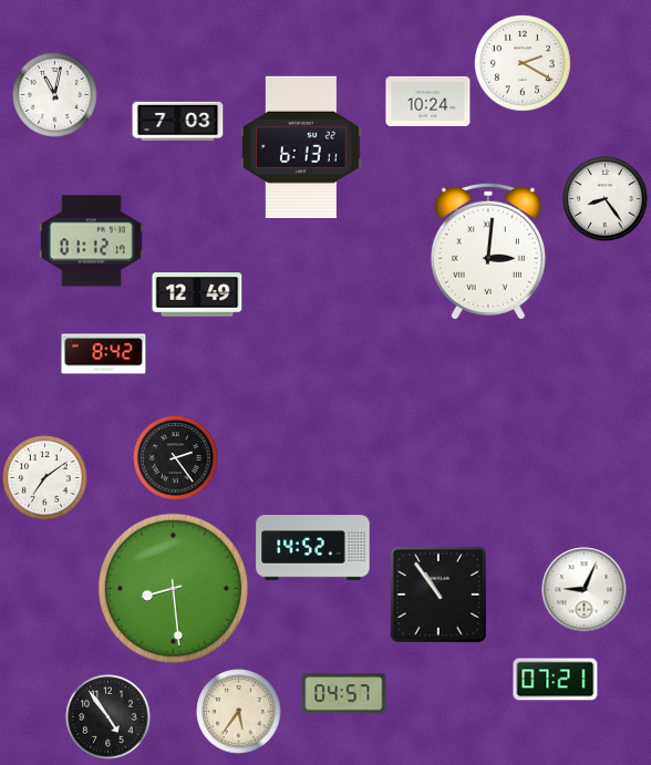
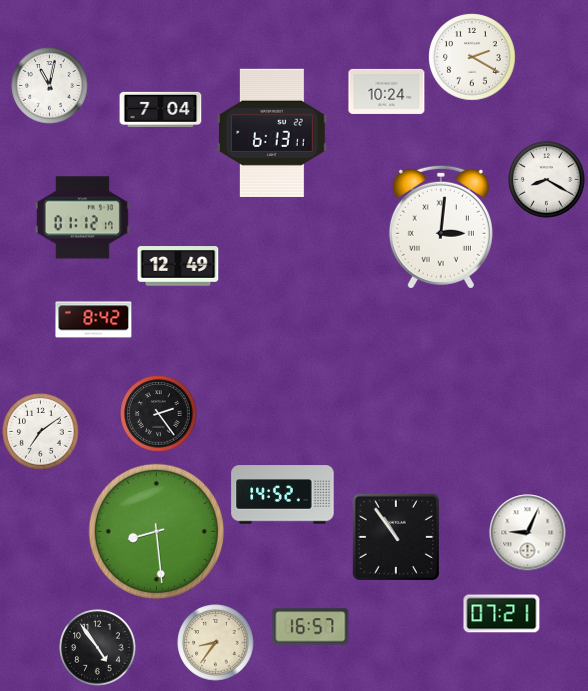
clock at (178, 121): 7:03 -> 7:04
clock at (606, 199): 8:24 -> 8:20
clock at (344, 694): 04:57 -> 16:57
clock at (239, 712): 5:36 -> 8:36
